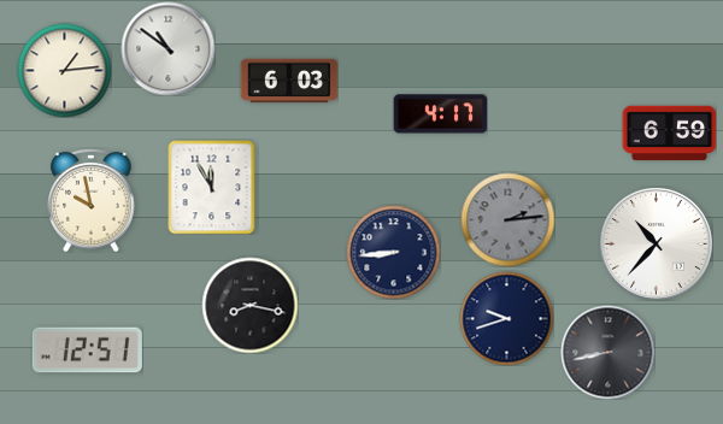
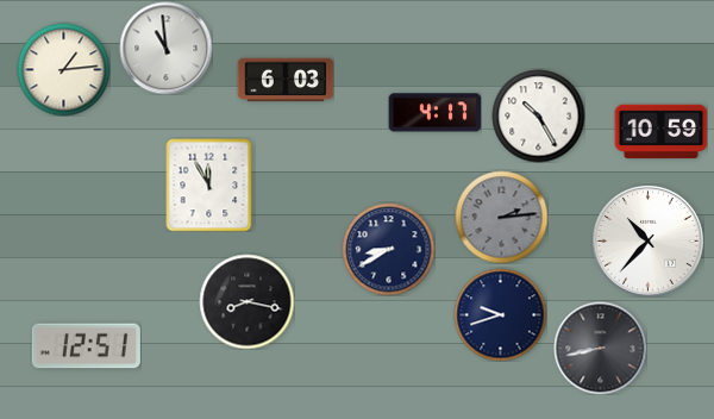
clock at (167, 48): 10:51 -> 10:59
clock at (538, 115): none -> 10:25
clock at (669, 134): 6:59 -> 10:59
clock at (92, 200): 9:58 -> none
clock at (393, 252): 8:44 -> 8:40
